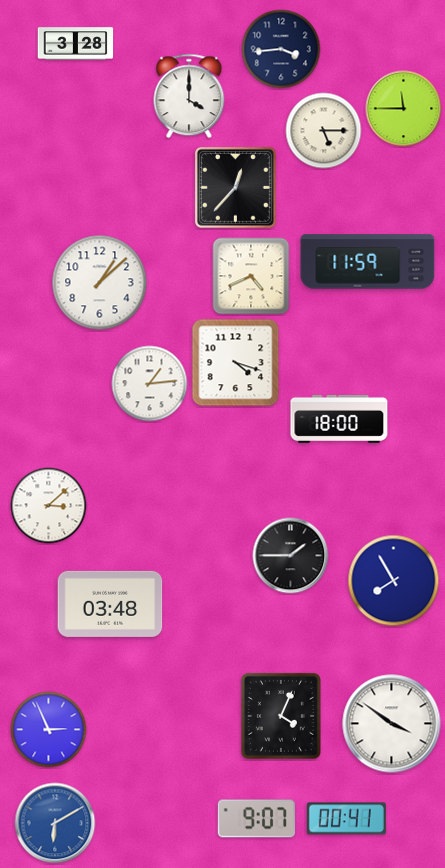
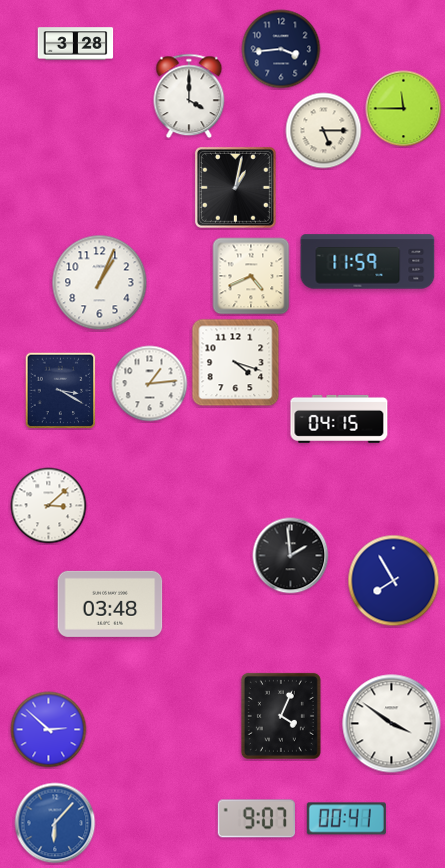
clock at (235, 187): 12:37 -> 1:02
clock at (100, 283): 1:08 -> 1:04
clock at (61, 391): none -> 3:20
clock at (339, 419): 18:00 -> 04:15
clock at (291, 556): 1:45 -> 1:59
clock at (49, 730): 2:56 -> 2:52
clock at (55, 823): 6:10 -> 6:07
